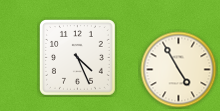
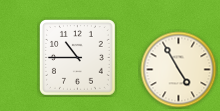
clock at (77, 57): 4:26 -> 10:45
